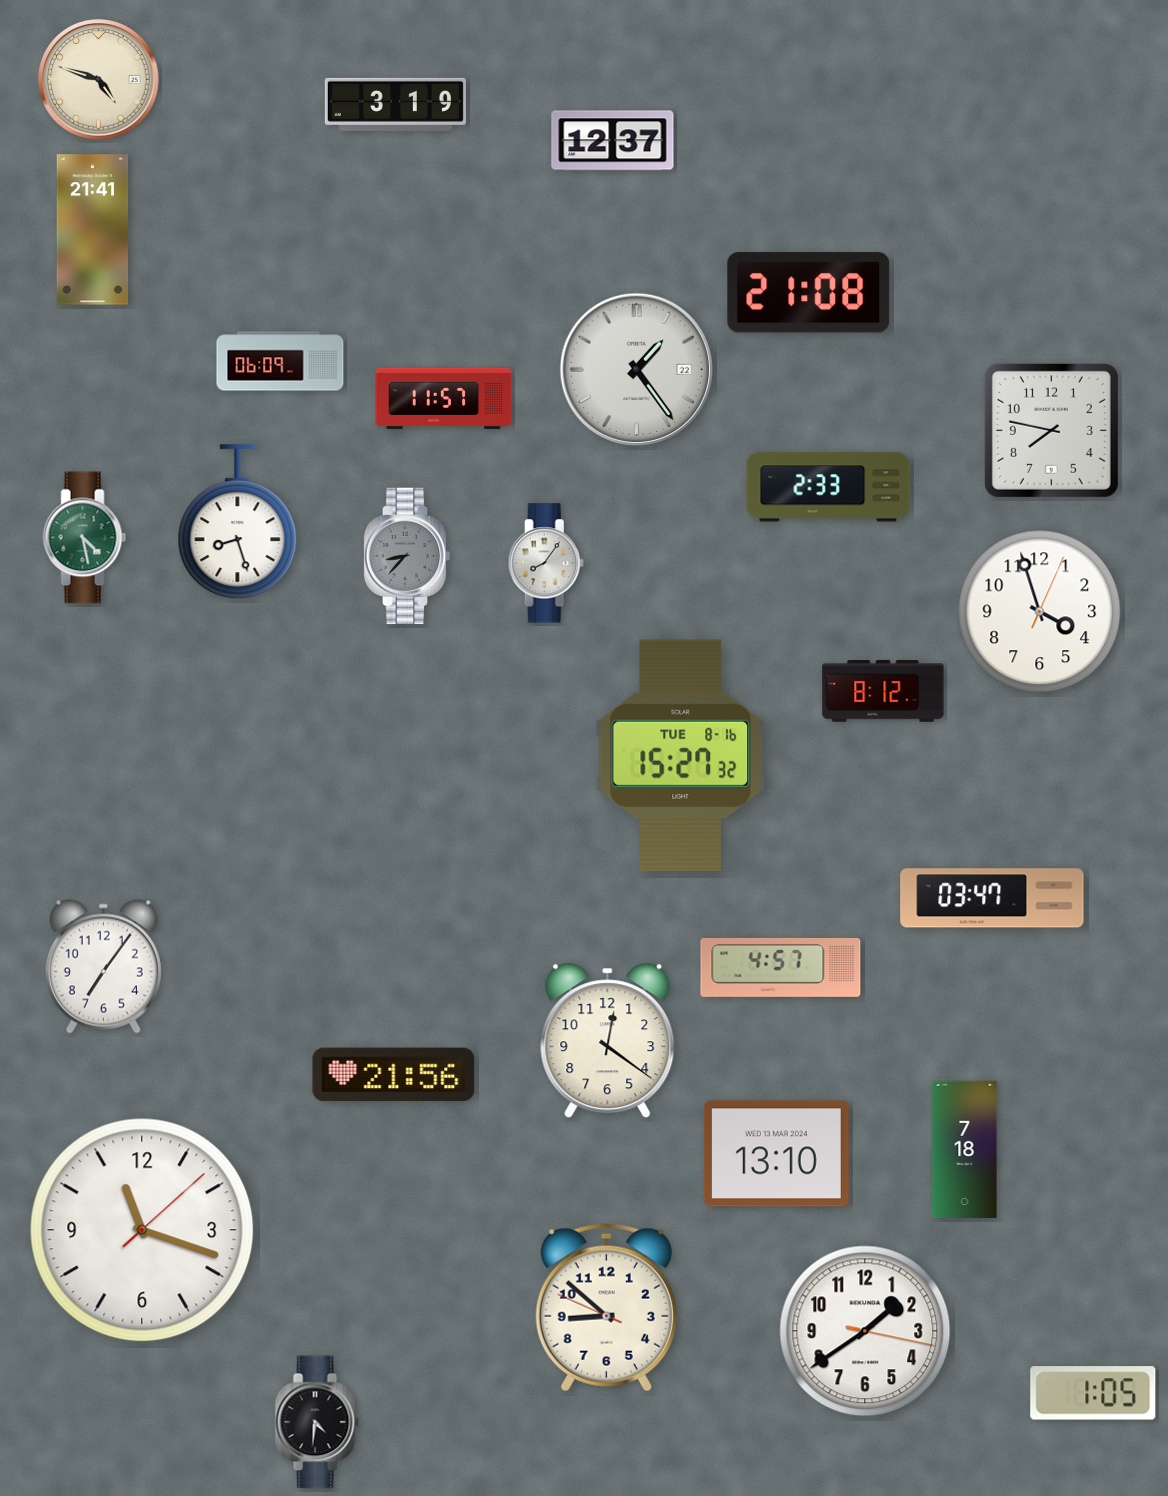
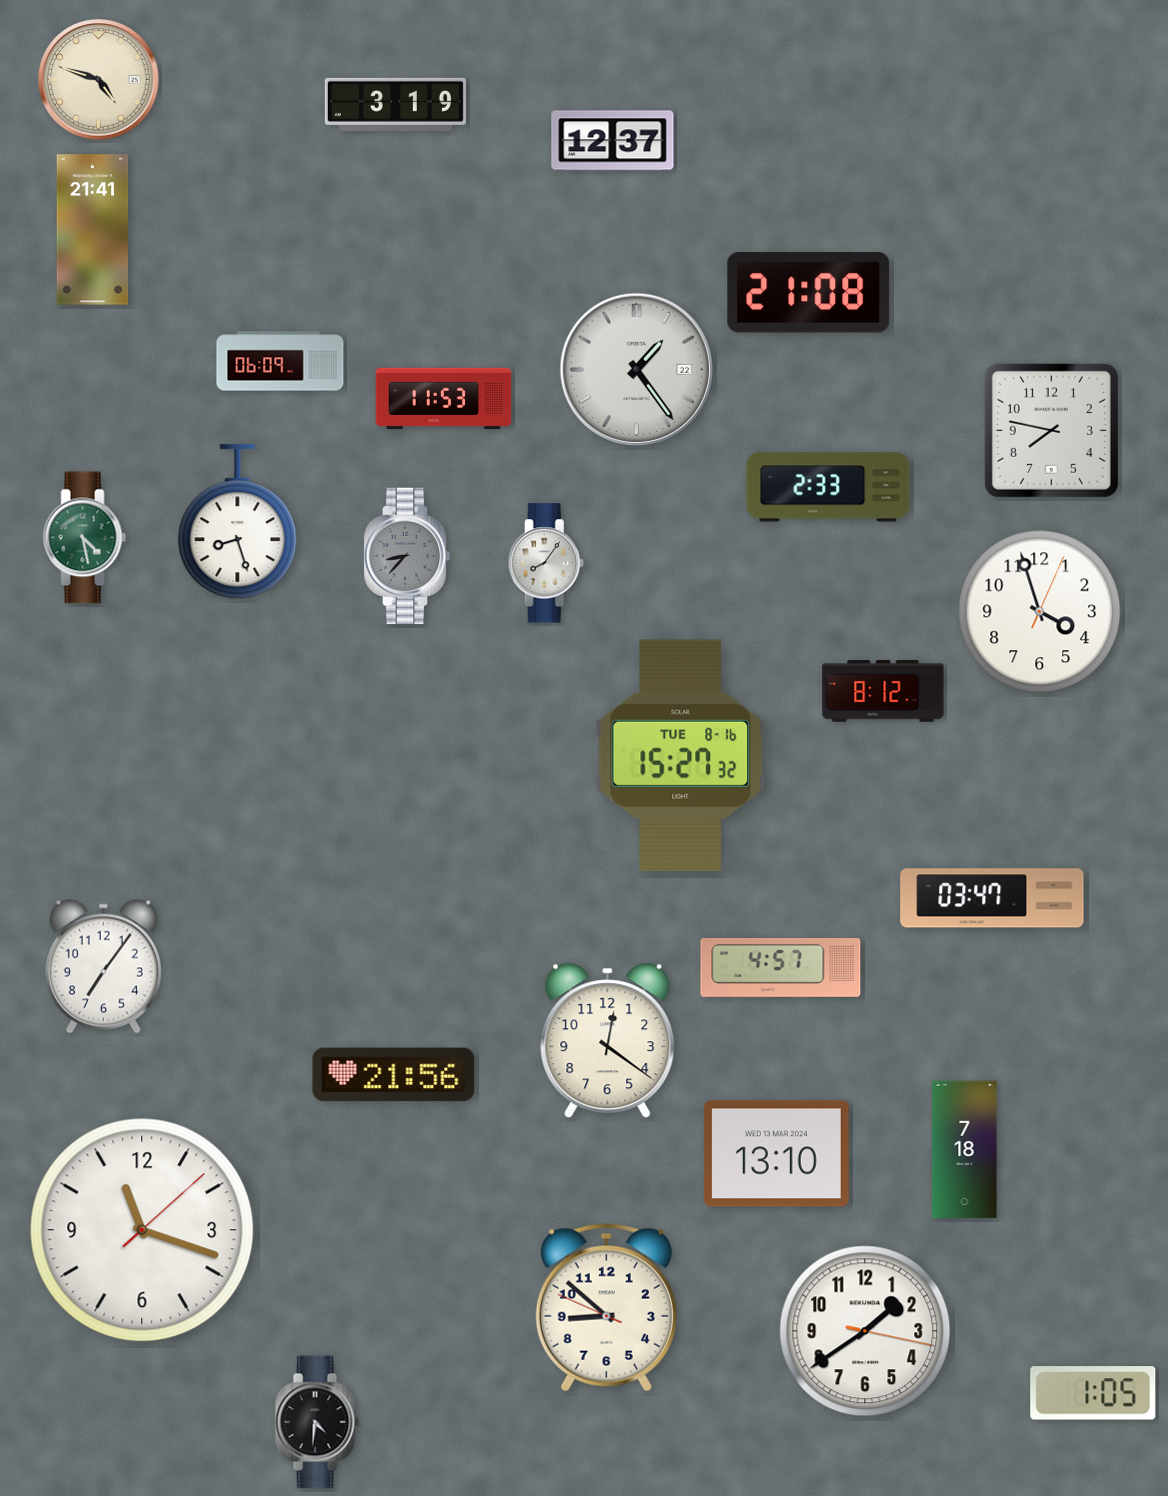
clock at (444, 398): 11:57 -> 11:53
